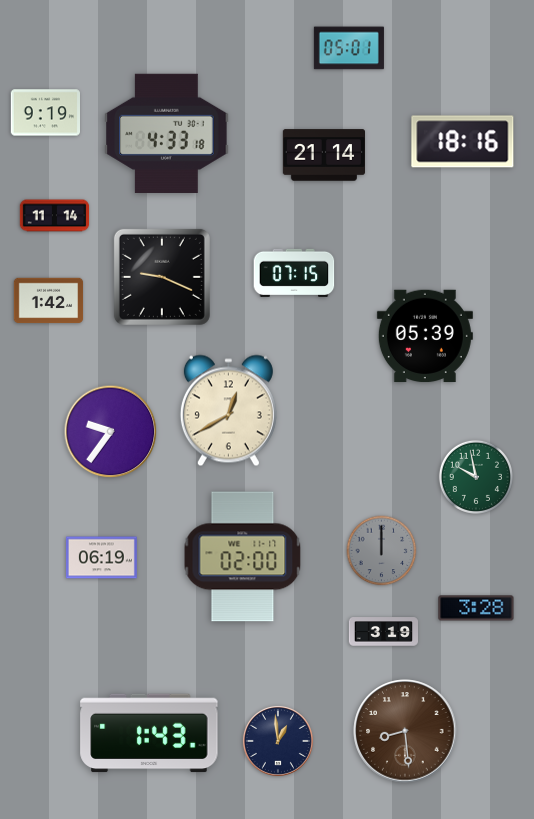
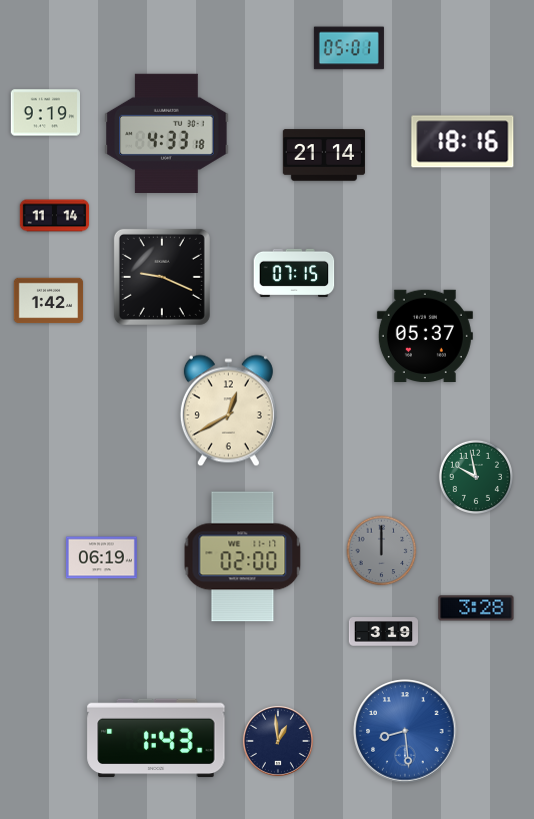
clock at (425, 336): 05:39 -> 05:37
clock at (111, 432): 9:36 -> none
clock at (405, 731) dial: brown -> blue
clock at (149, 733) position: (149, 733) -> (156, 738)
